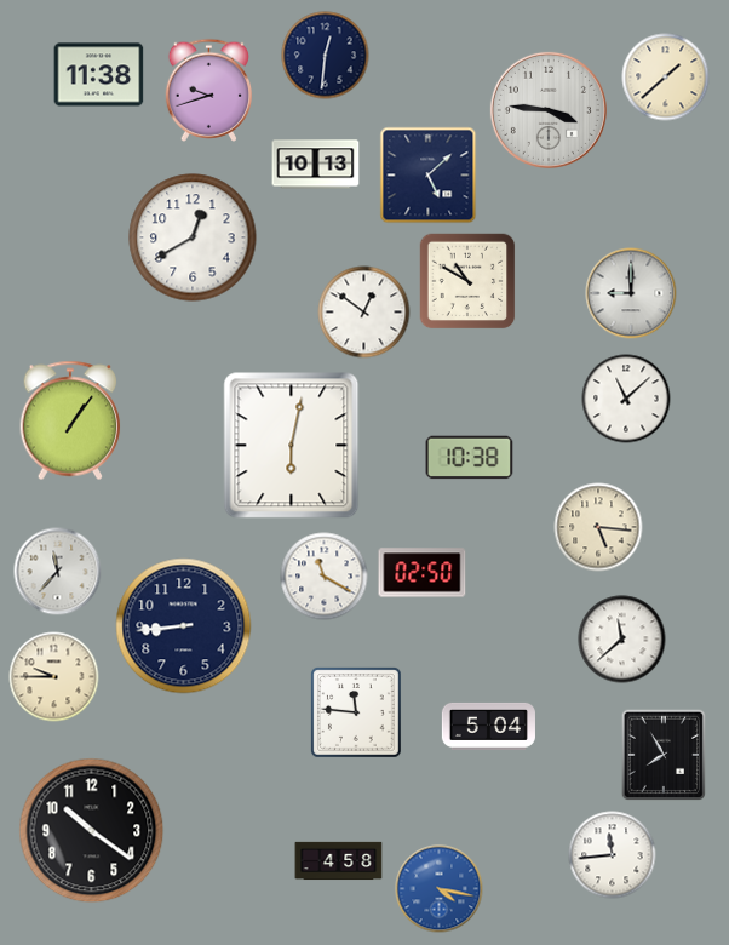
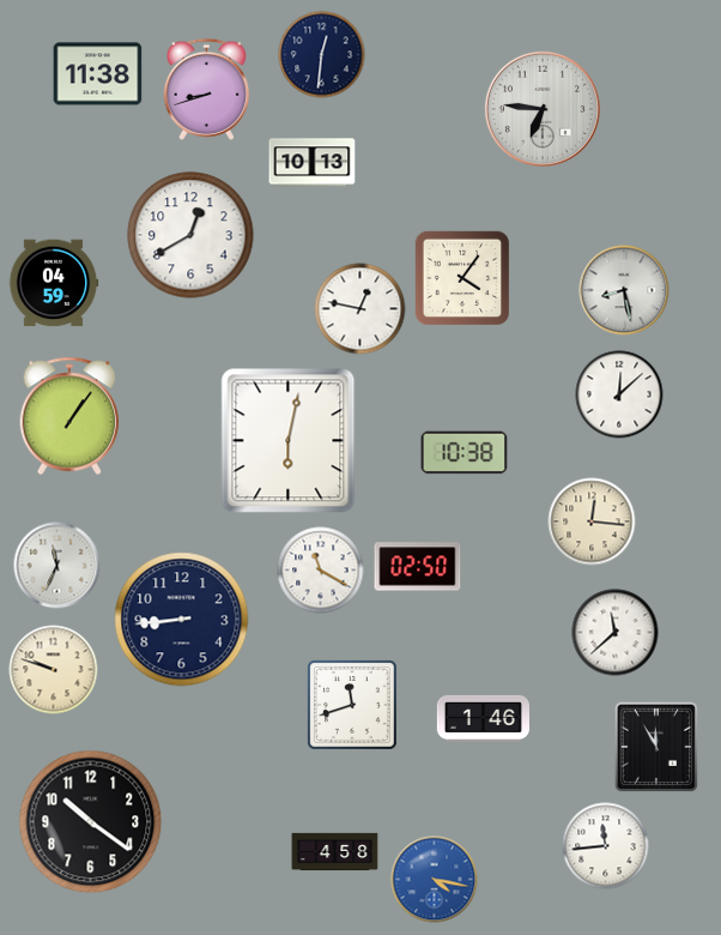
clock at (666, 78): 1:38 -> none
clock at (208, 90): 9:42 -> 8:42
clock at (549, 110): 3:46 -> 6:46
clock at (429, 176): 5:08 -> none
clock at (467, 281): 10:50 -> 4:06
clock at (54, 283): none -> 04:59
clock at (631, 293): 9:00 -> 8:28
clock at (364, 313): 12:51 -> 12:47
clock at (626, 399): 11:08 -> 12:08
clock at (598, 527): 5:16 -> 12:16
clock at (58, 572): 11:37 -> 11:34
clock at (54, 677): 9:45 -> 9:48
clock at (357, 714): 11:46 -> 11:42
clock at (488, 726): 5:04 -> 1:46
clock at (664, 755): 7:55 -> 11:55
